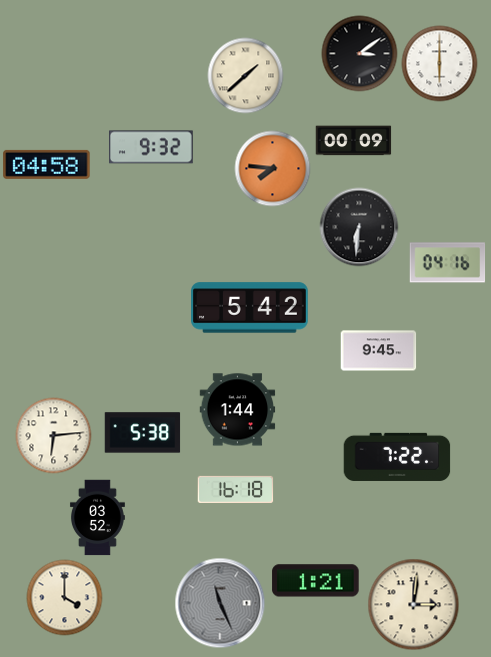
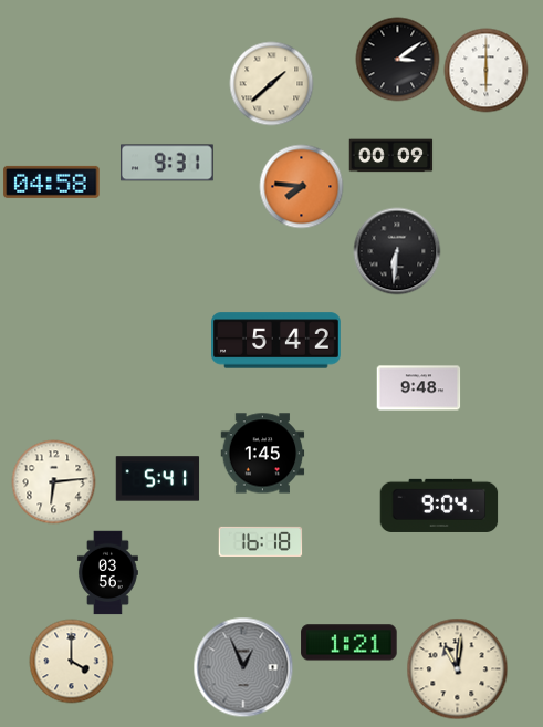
clock at (152, 147): 9:32 -> 9:31
clock at (448, 263): 04:16 -> none
clock at (379, 351): 9:45 -> 9:48
clock at (238, 410): 1:44 -> 1:45
clock at (143, 433): 5:38 -> 5:41
clock at (54, 436) position: (54, 436) -> (54, 482)
clock at (397, 457): 7:22 -> 9:04
clock at (98, 518): 03:52 -> 03:56
clock at (220, 603): 11:26 -> 12:56
clock at (414, 605): 3:01 -> 11:01
